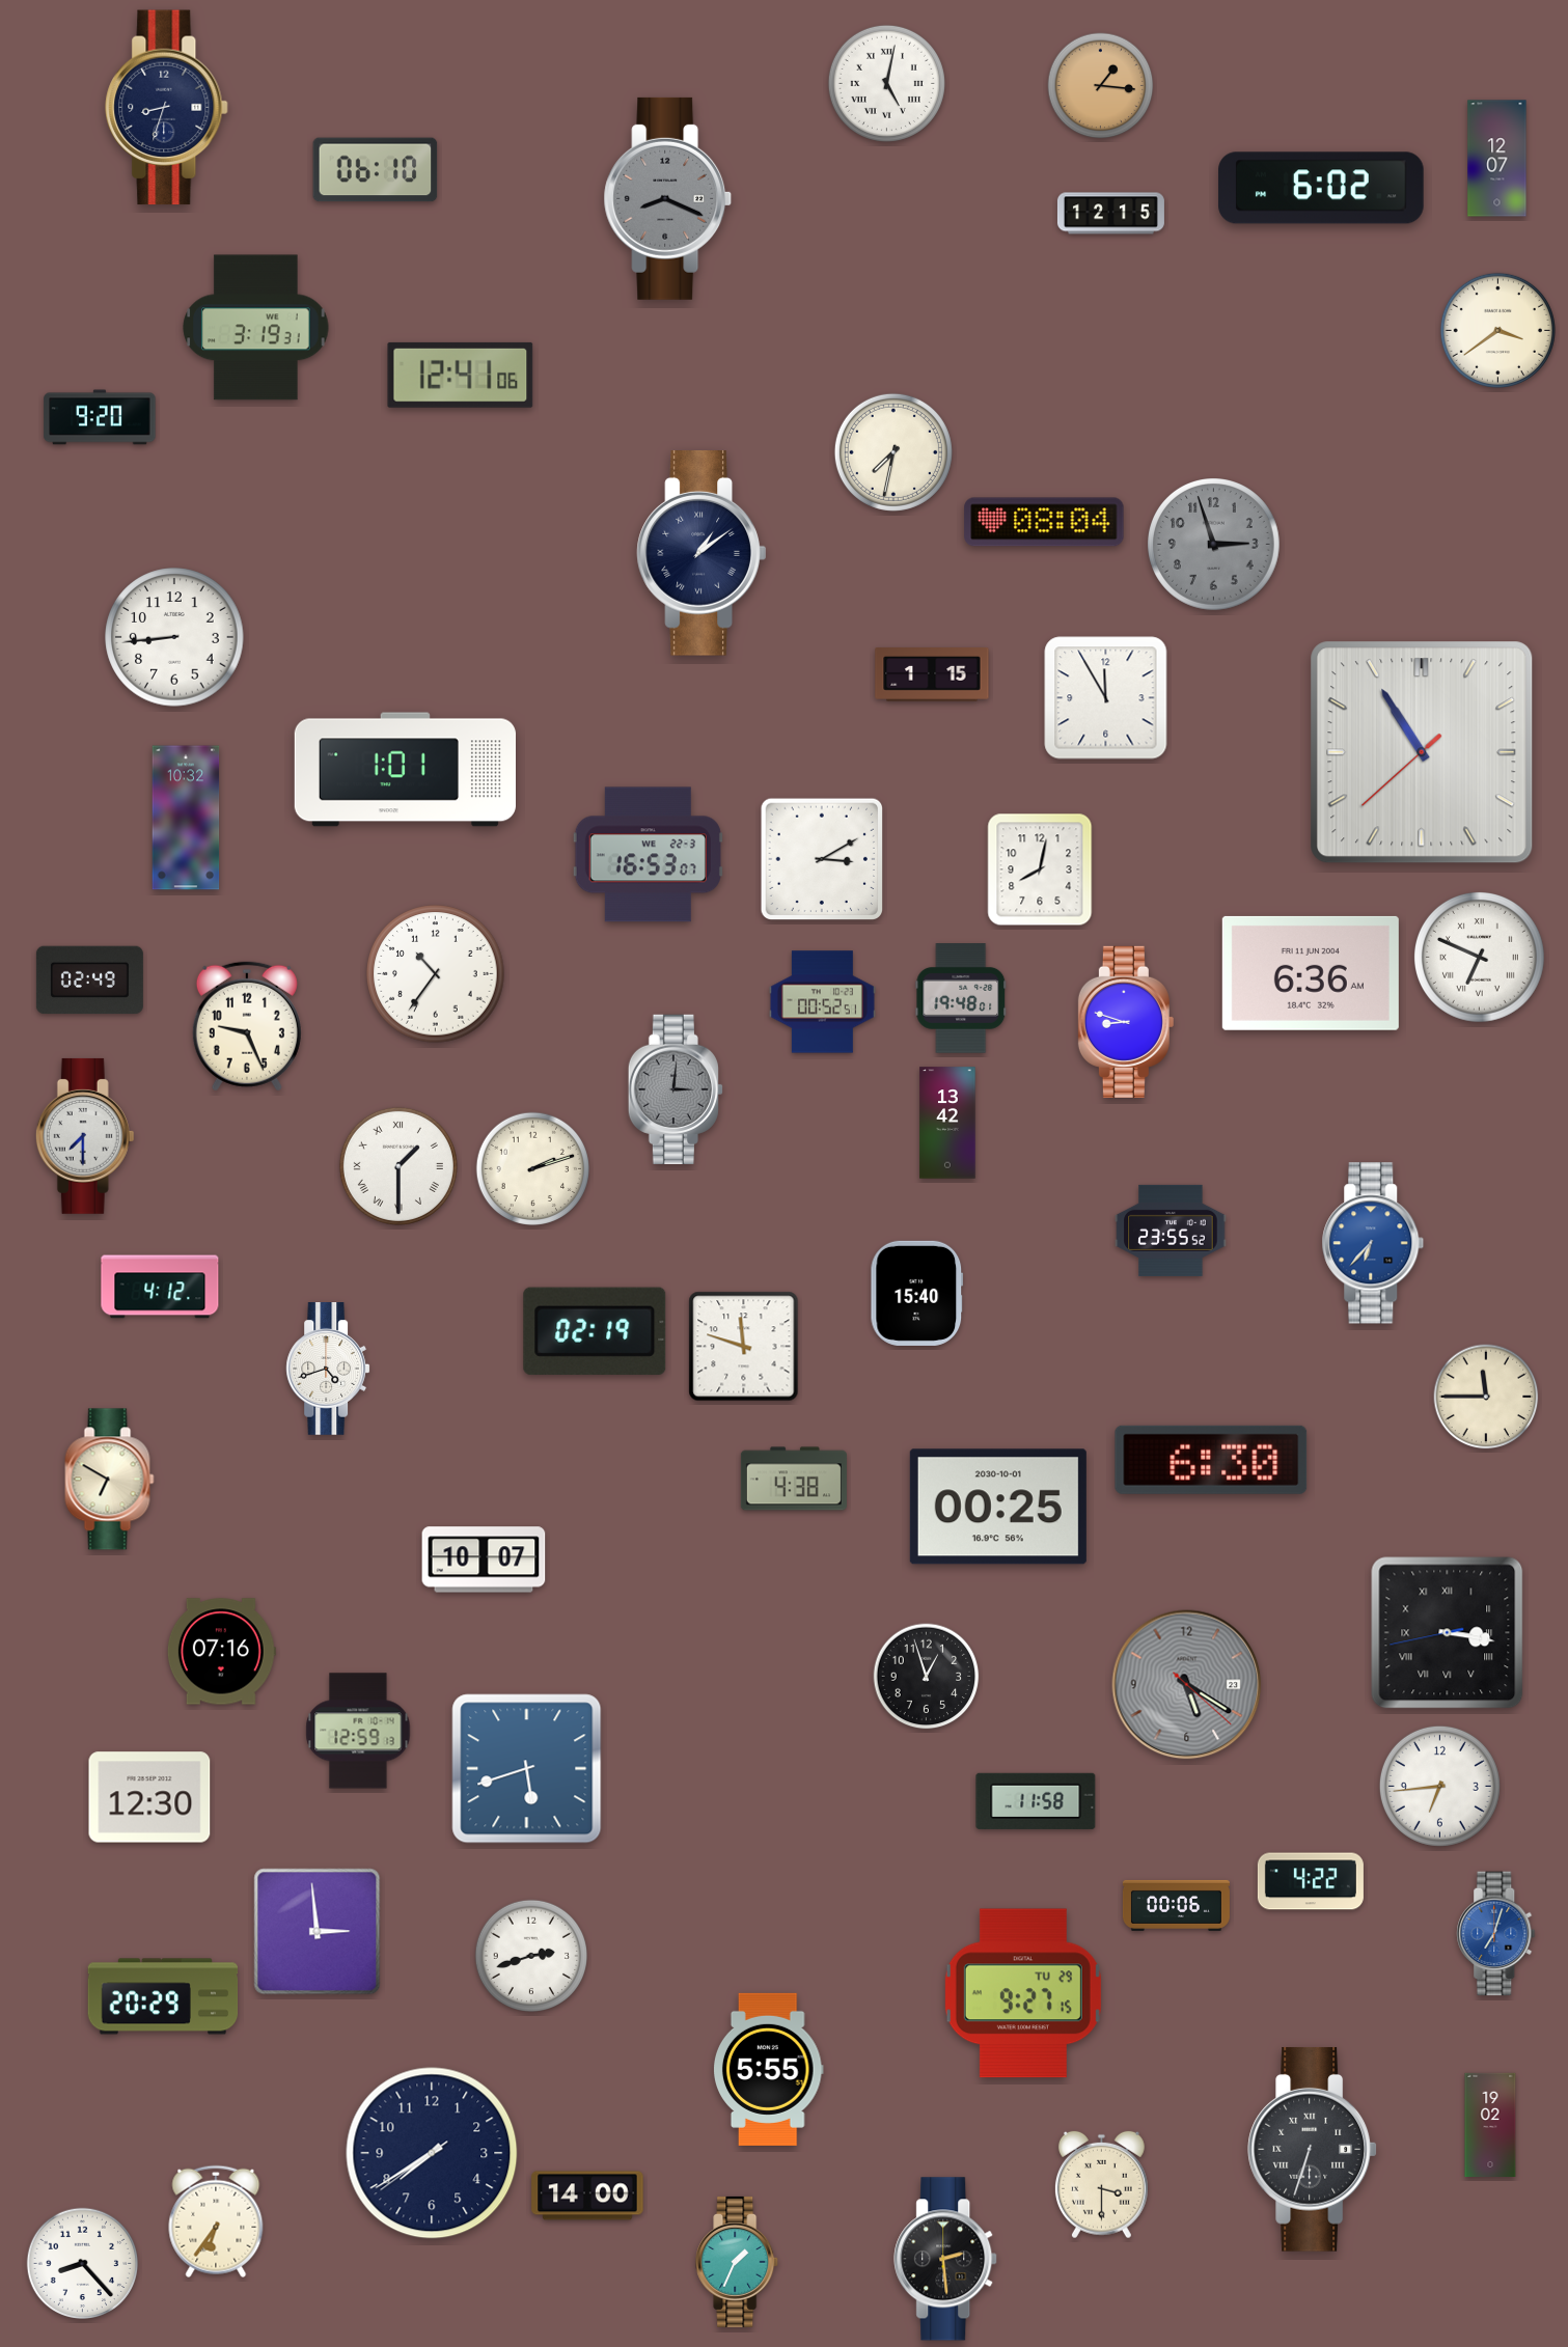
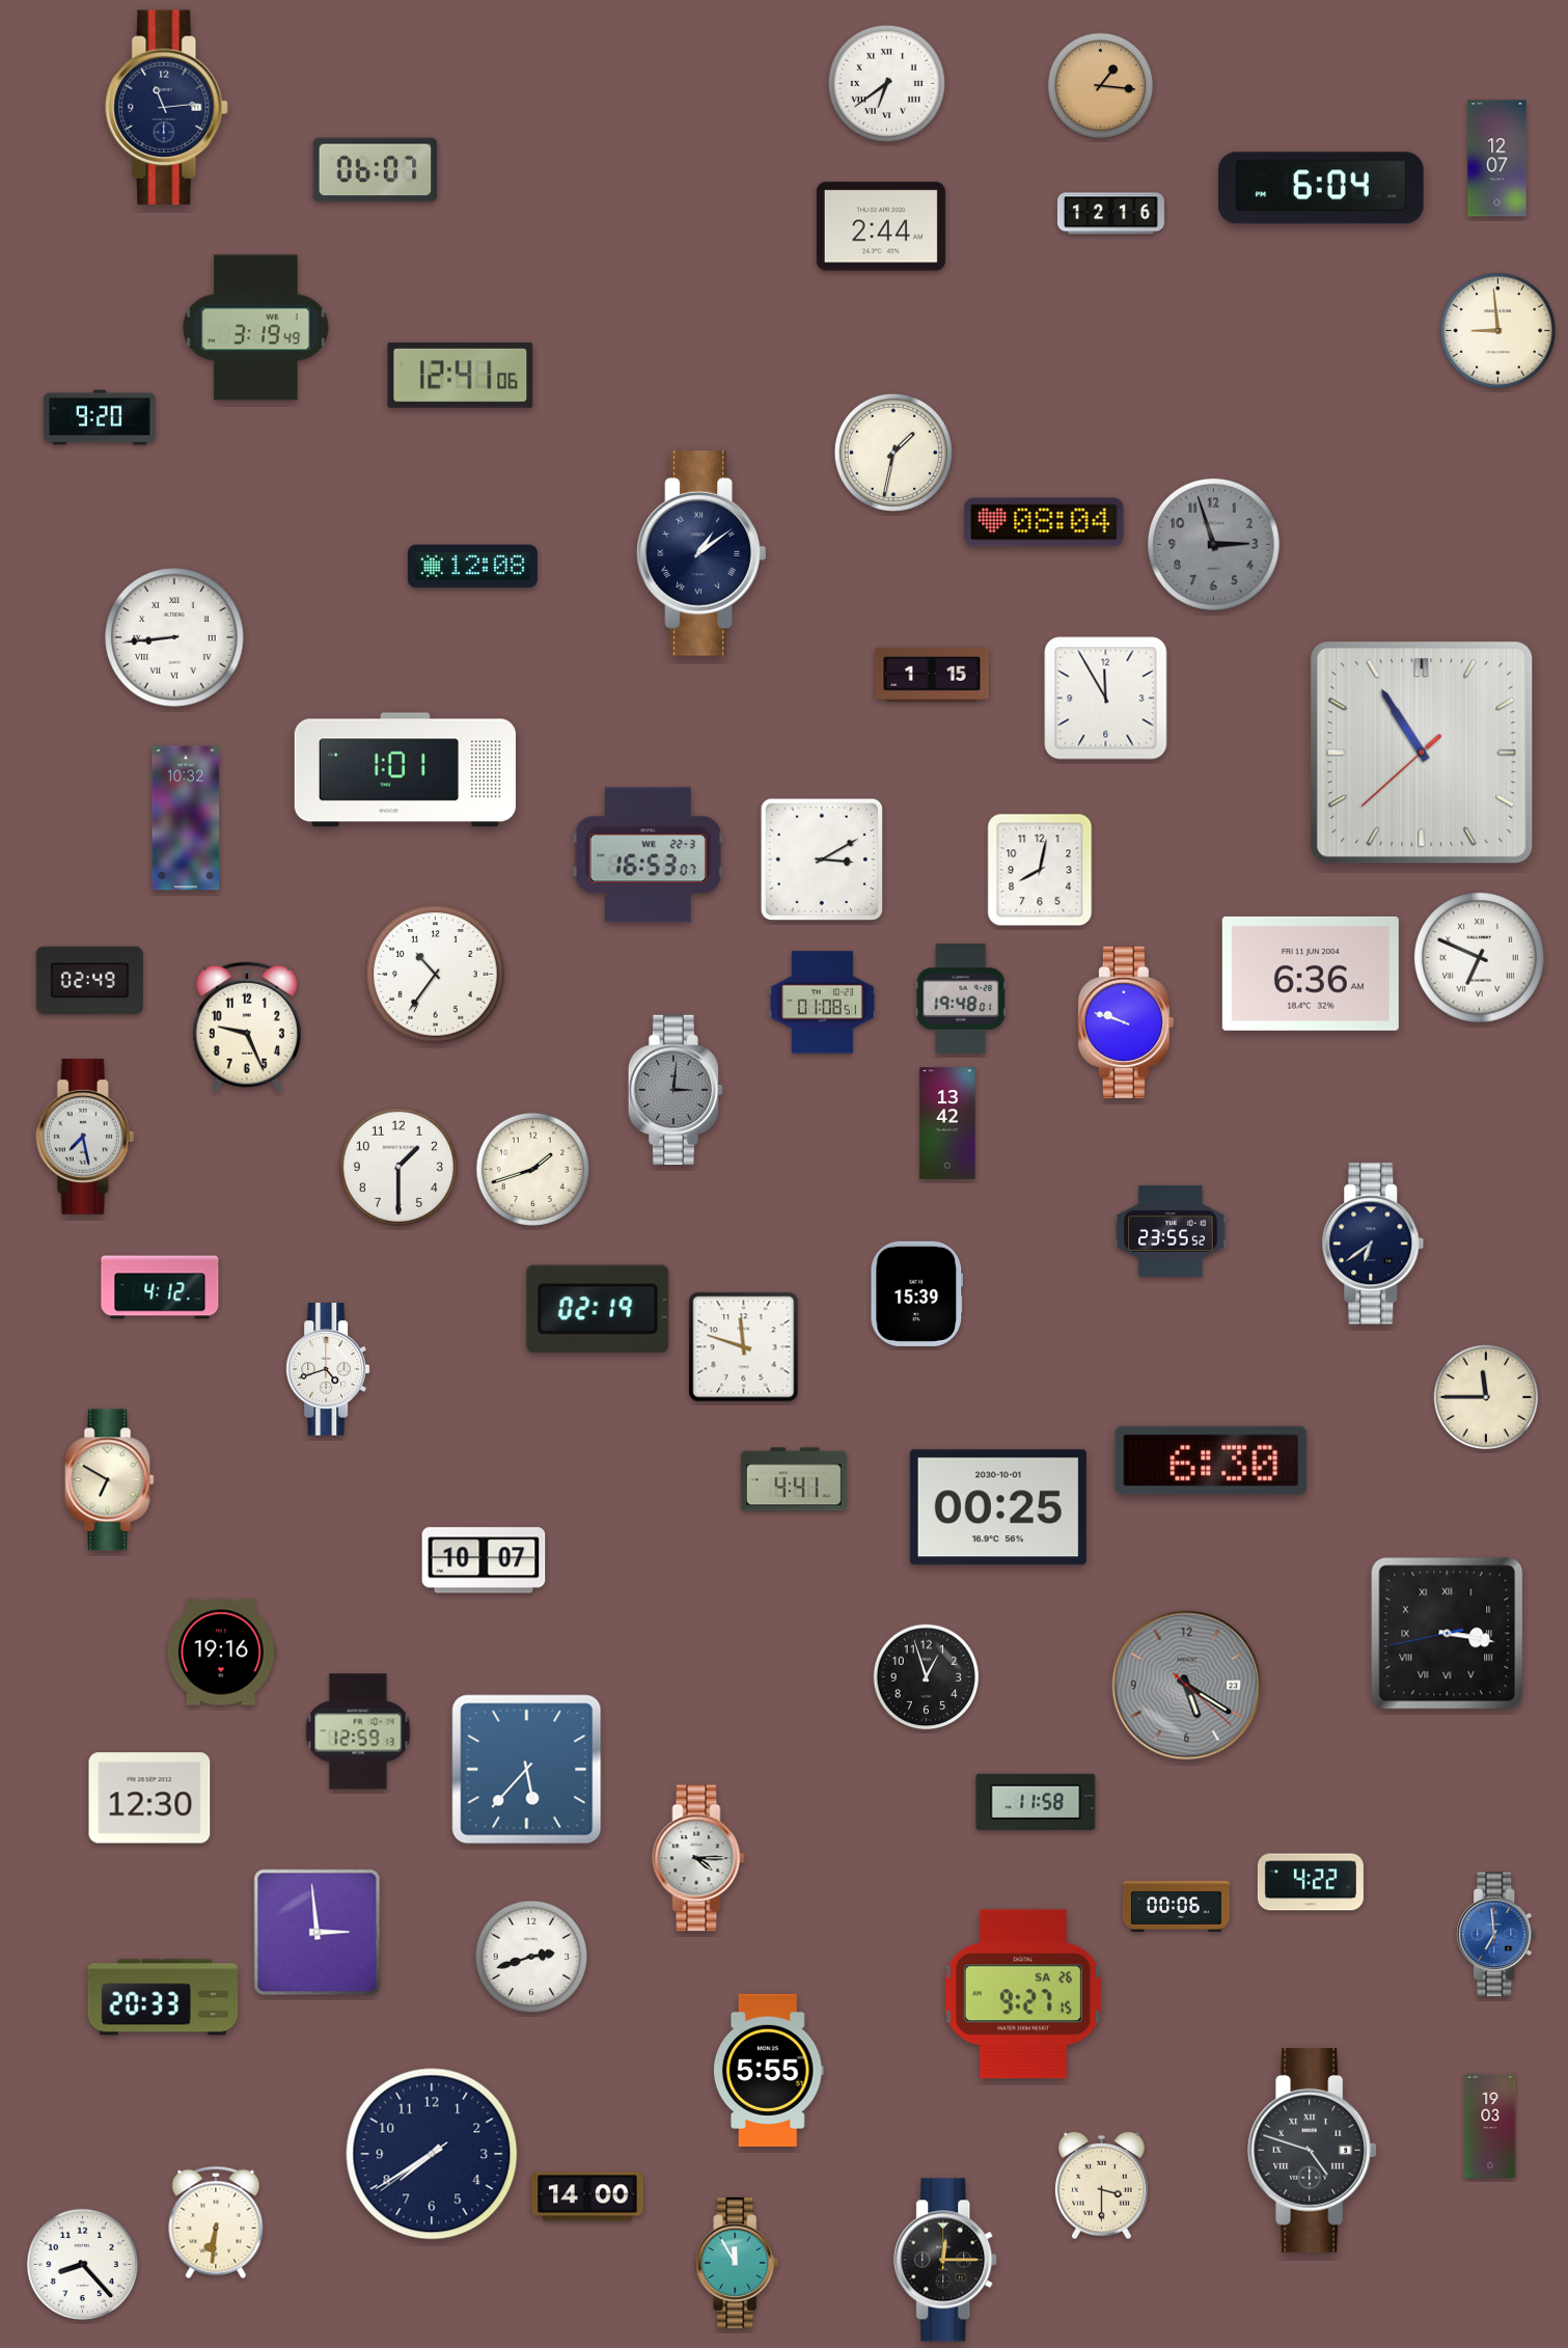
clock at (886, 83): 5:02 -> 6:39
clock at (167, 108): 8:33 -> 11:14
clock at (376, 170): 06:10 -> 06:07
clock at (1321, 188): 6:02 -> 6:04
clock at (668, 198): 8:19 -> none
clock at (1110, 214): 12:15 -> 12:16
clock at (881, 226): none -> 2:44
clock at (256, 328): 3:19:31 -> 3:19:49
clock at (1497, 330): 3:39 -> 8:59
clock at (893, 452): 7:32 -> 1:32
clock at (472, 567): none -> 12:08
clock at (174, 637) numerals: Arabic -> Roman
clock at (822, 1002): 00:52 -> 01:08
clock at (1126, 1022): 8:48 -> 9:48
clock at (85, 1136): 7:30 -> 7:28
clock at (398, 1166) numerals: Roman -> Arabic
clock at (532, 1168): 2:12 -> 1:42
clock at (1373, 1243): 6:37 -> 6:39
clock at (1373, 1243) dial: blue -> navy
clock at (917, 1293): 15:40 -> 15:39
clock at (595, 1331) position: (595, 1331) -> (598, 1309)
clock at (794, 1479): 4:38 -> 4:41
clock at (221, 1652): 07:16 -> 19:16
clock at (527, 1769): 5:42 -> 5:37
clock at (1439, 1786): 6:44 -> none
clock at (698, 1858): none -> 4:15
clock at (1496, 1934): 7:03 -> 6:59
clock at (1023, 1993) date: TU 29 -> SA 26
clock at (163, 1996): 20:29 -> 20:33
clock at (1490, 2124): 19:02 -> 19:03
clock at (1312, 2149): 6:33 -> 4:48
clock at (216, 2221): 6:36 -> 6:31
clock at (946, 2259): 2:29 -> 12:15
clock at (738, 2262): 1:34 -> 11:55
